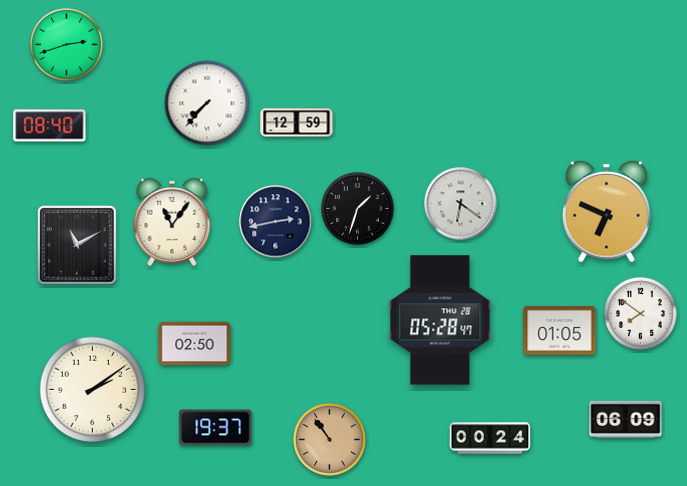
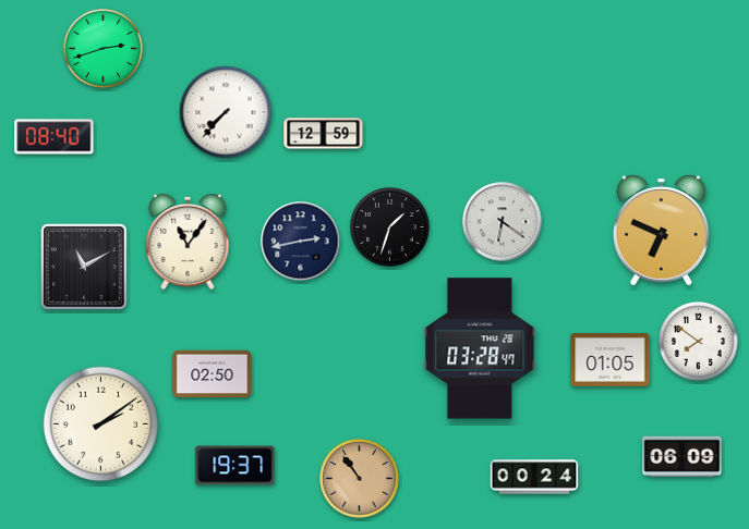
clock at (67, 45) position: (67, 45) -> (104, 49)
clock at (440, 320): 05:28 -> 03:28
